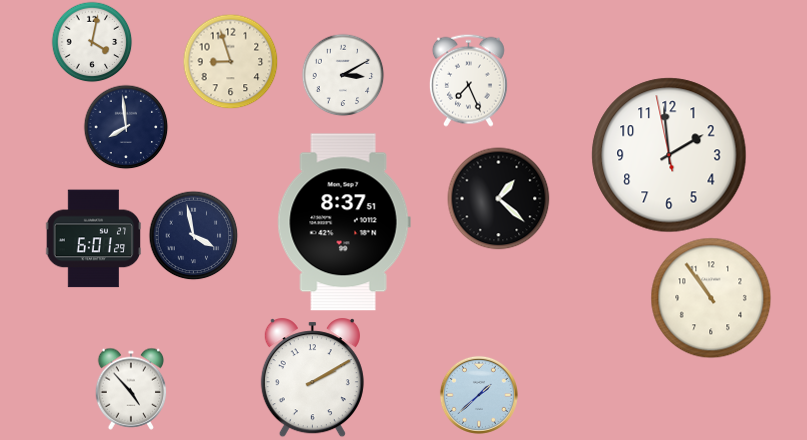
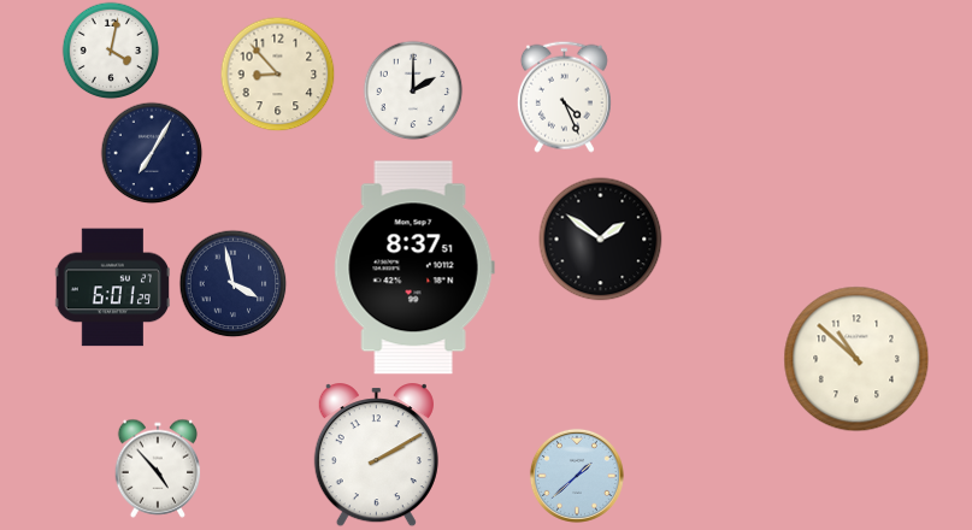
clock at (230, 61): 8:57 -> 8:53
clock at (343, 75): 3:10 -> 2:00
clock at (468, 80): 7:26 -> 4:26
clock at (126, 127): 7:59 -> 7:05
clock at (669, 155): 1:58 -> none
clock at (499, 199): 1:22 -> 1:51
clock at (711, 298): 10:54 -> 10:52
